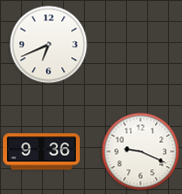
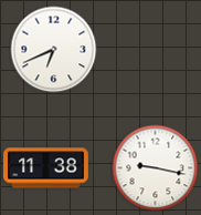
clock at (140, 151): 9:19 -> 9:17
clock at (42, 152): 9:36 -> 11:38
